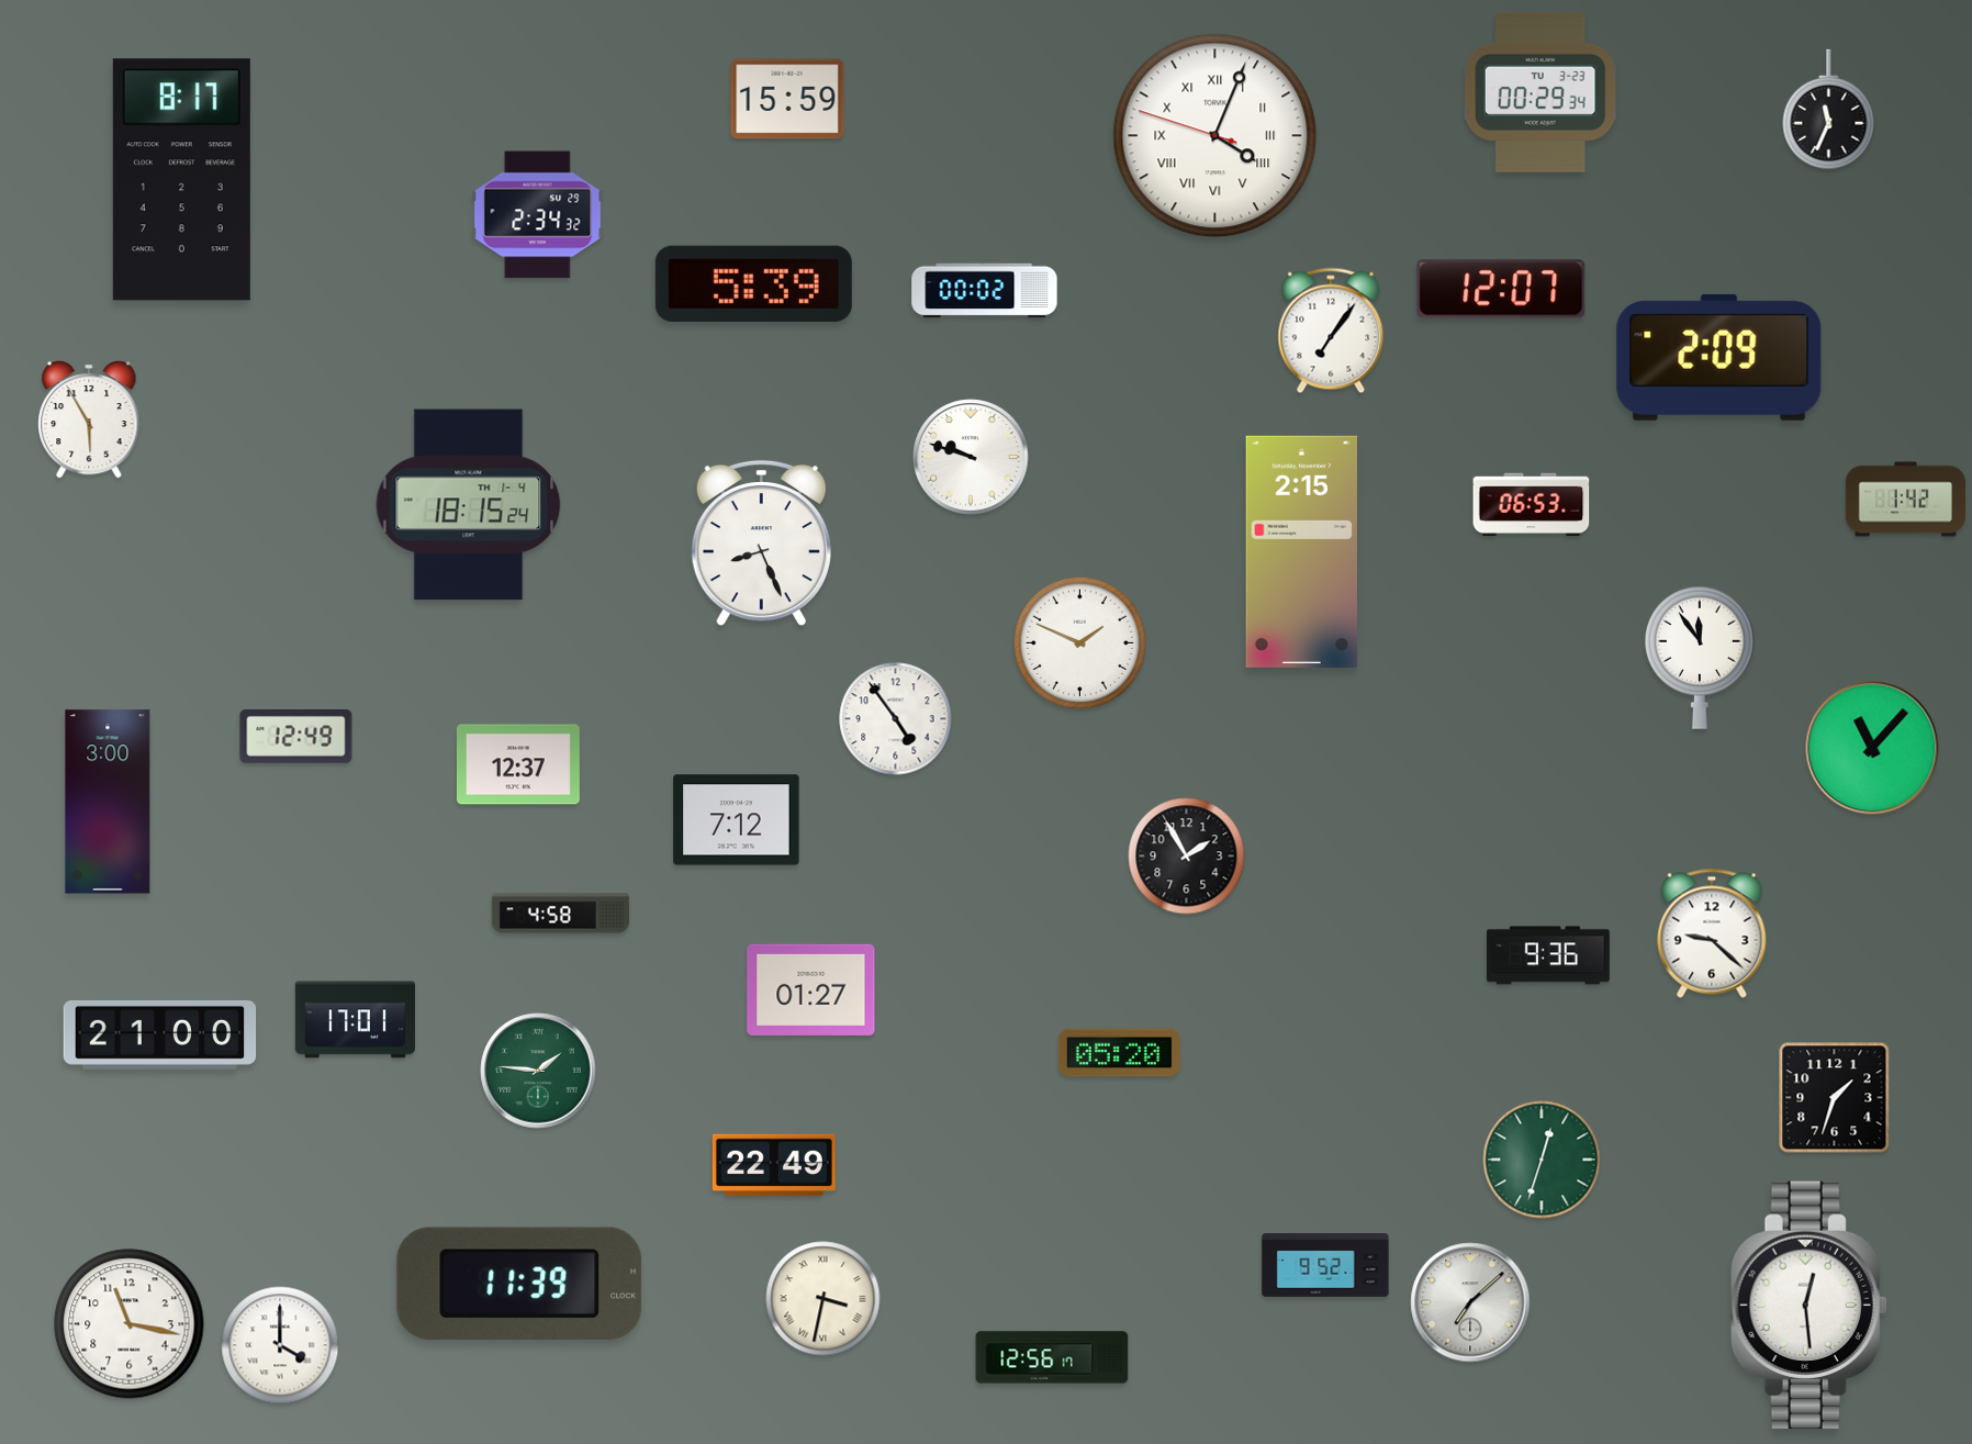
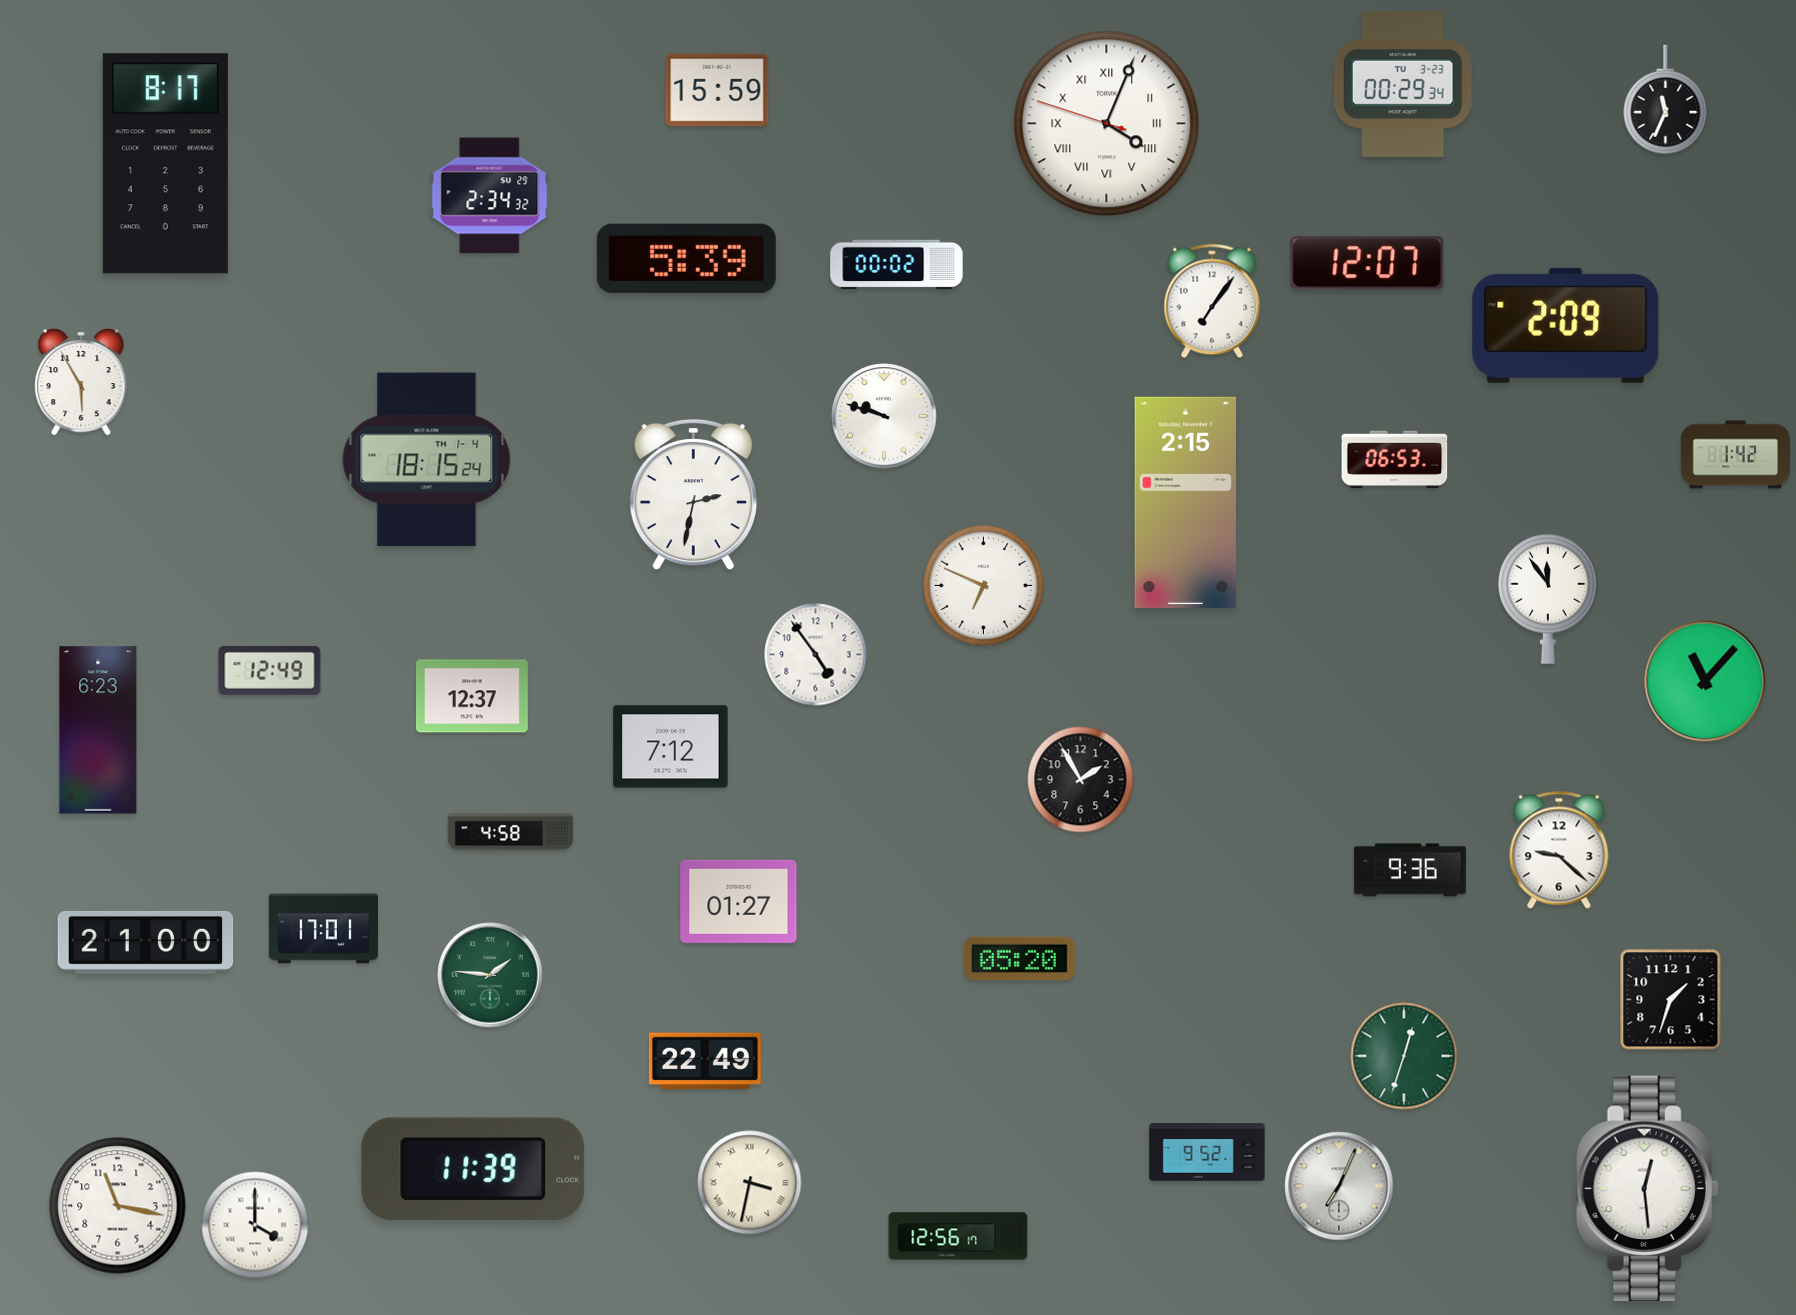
clock at (761, 544): 8:26 -> 2:32
clock at (1080, 643): 1:49 -> 6:49
clock at (108, 802): 3:00 -> 6:23
clock at (1470, 1302): 7:08 -> 7:04
